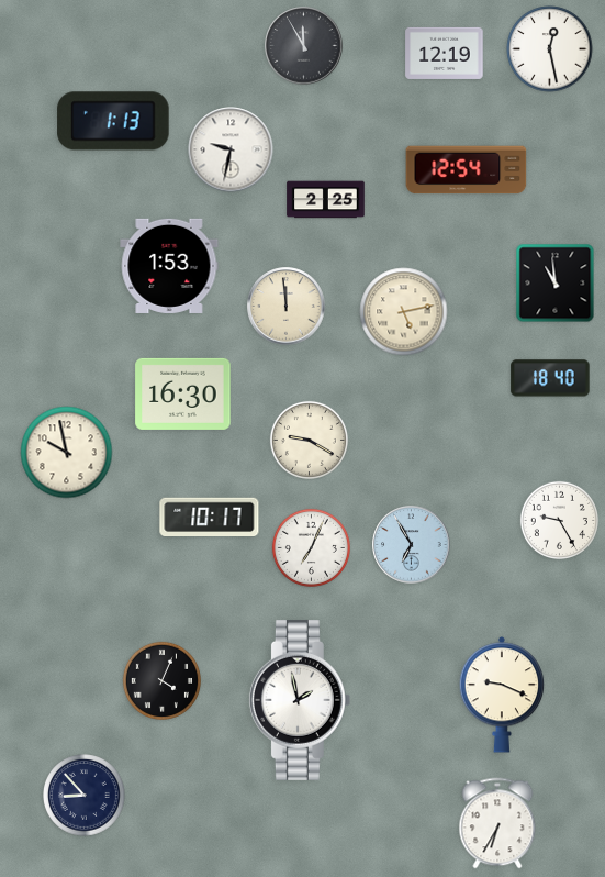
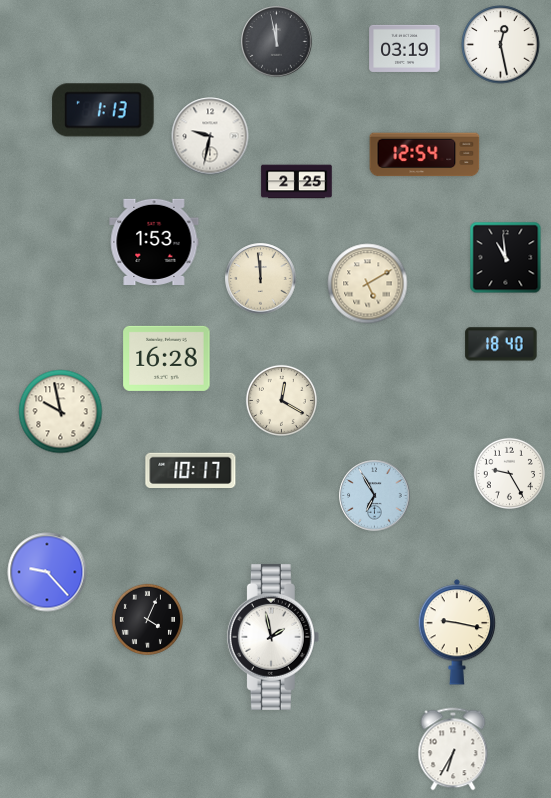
clock at (304, 46): 11:55 -> 11:58
clock at (445, 53): 12:19 -> 03:19
clock at (404, 312): 5:13 -> 5:10
clock at (183, 393): 16:30 -> 16:28
clock at (309, 440): 9:20 -> 12:20
clock at (311, 547): 7:04 -> none
clock at (47, 572): none -> 9:23
clock at (502, 695): 9:19 -> 9:17
clock at (85, 796): 8:53 -> none
